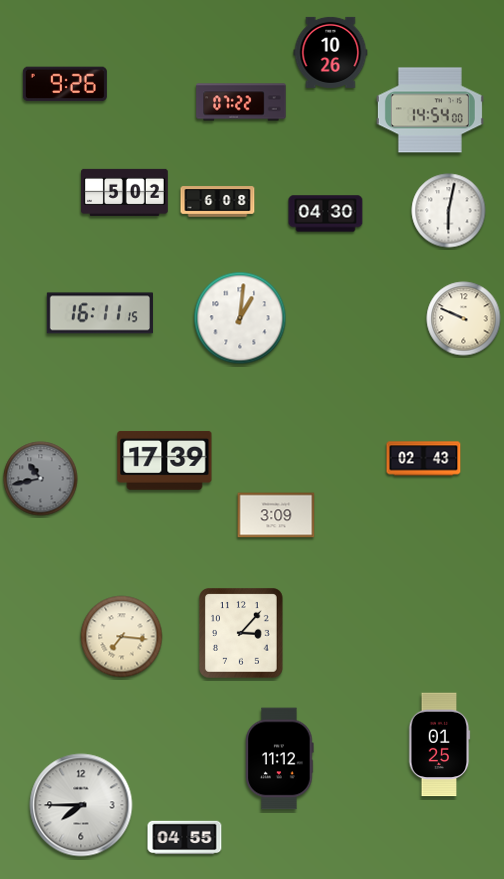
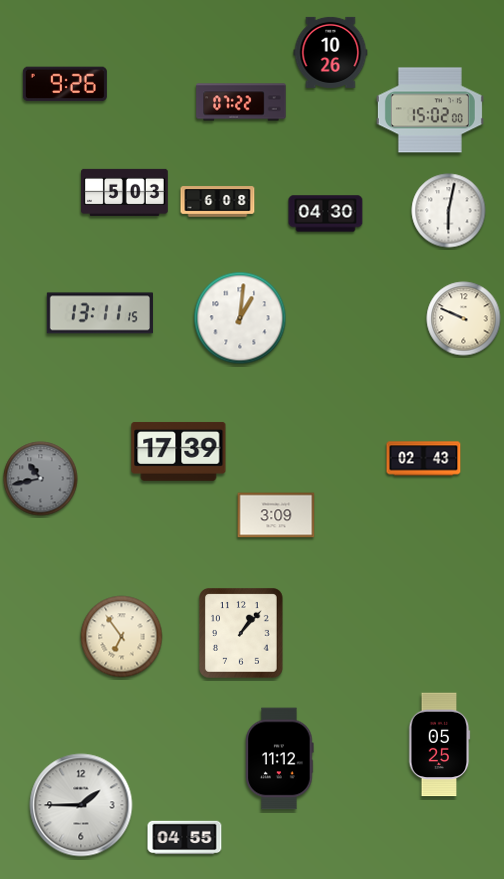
clock at (430, 110): 14:54 -> 15:02
clock at (125, 192): 5:02 -> 5:03
clock at (100, 313): 16:11 -> 13:11
clock at (165, 460) position: (165, 460) -> (179, 451)
clock at (242, 633): 3:07 -> 1:07
clock at (122, 637): 7:16 -> 6:54
clock at (439, 745): 01:25 -> 05:25
clock at (81, 805): 7:45 -> 1:45
